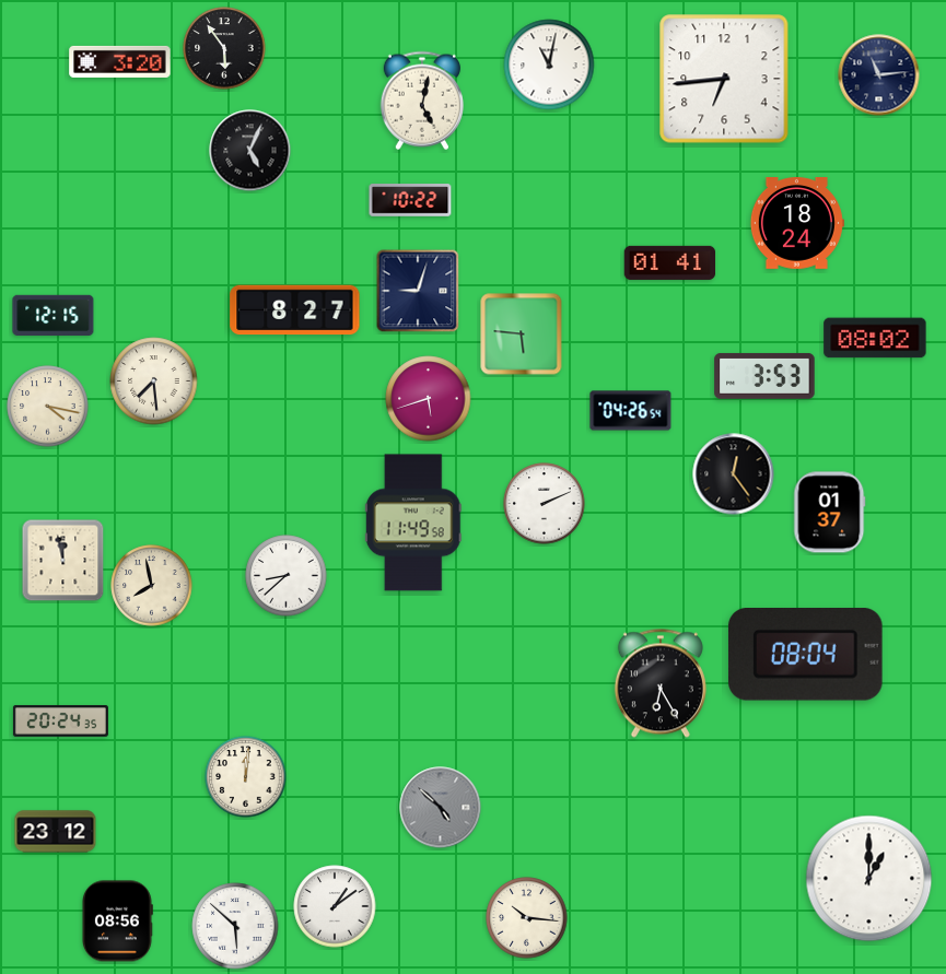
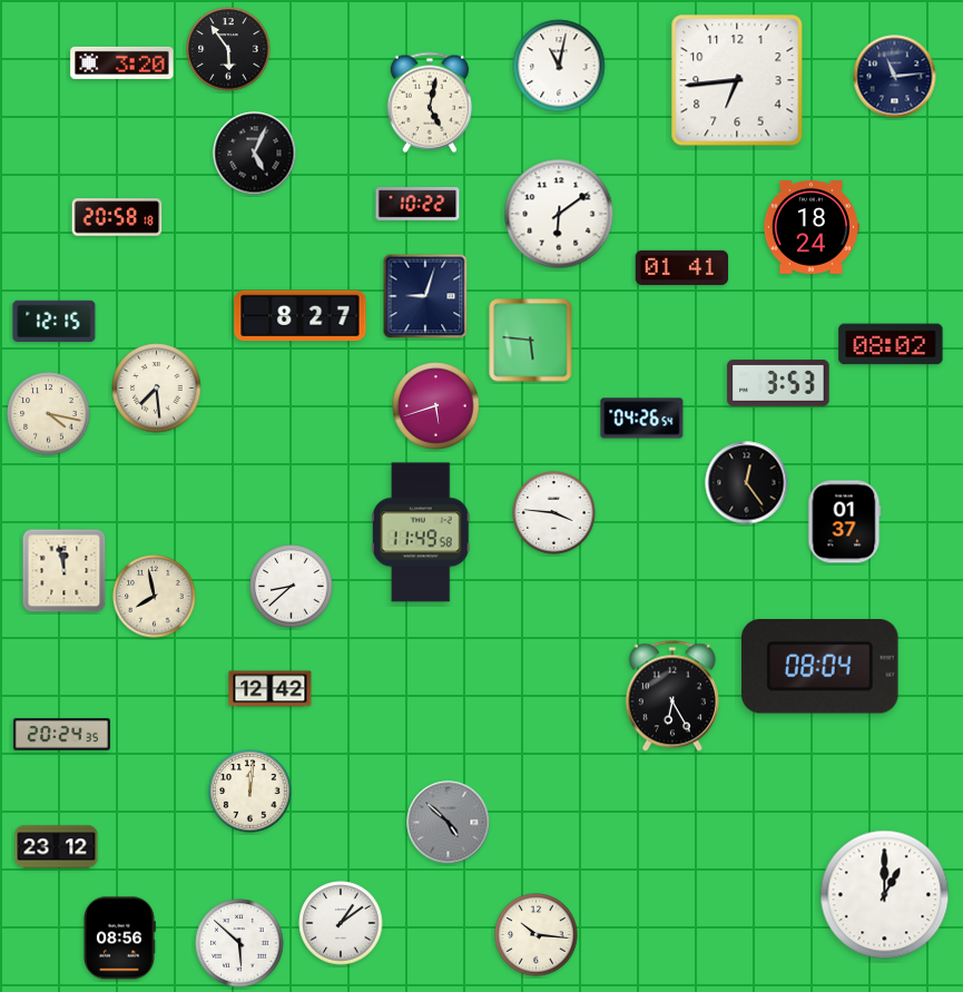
clock at (559, 214): none -> 6:09
clock at (117, 217): none -> 20:58
clock at (545, 504): 2:11 -> 3:46
clock at (271, 689): none -> 12:42
